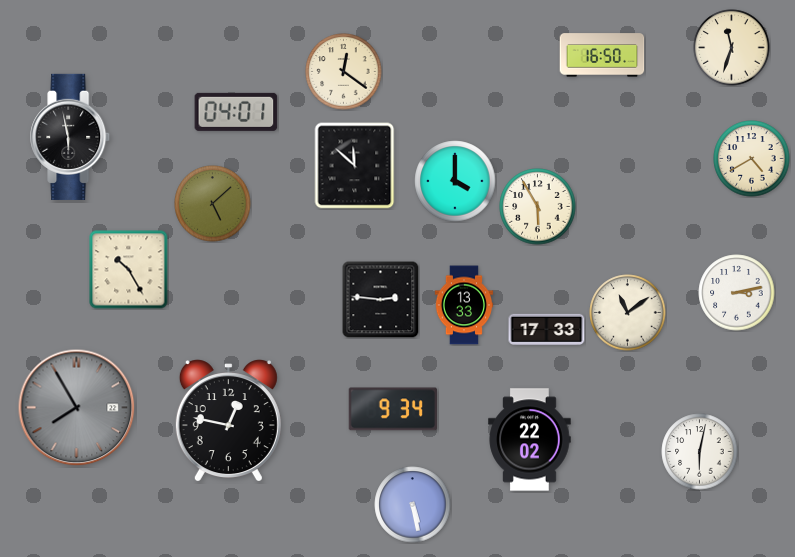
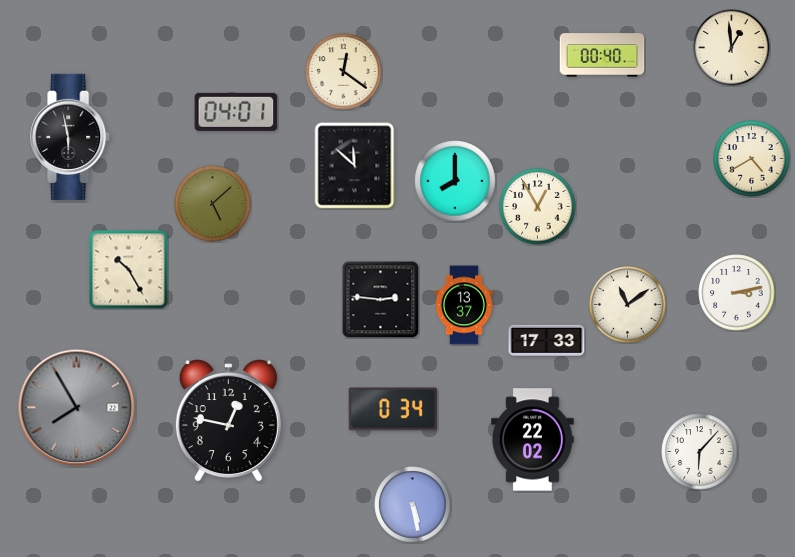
clock at (732, 48): 11:33 -> 12:59
clock at (602, 55): 16:50 -> 00:40
clock at (455, 181): 4:00 -> 8:00
clock at (538, 207): 5:55 -> 12:55
clock at (464, 305): 13:33 -> 13:37
clock at (628, 313) position: (628, 313) -> (628, 305)
clock at (547, 329) position: (547, 329) -> (547, 340)
clock at (393, 409): 9:34 -> 0:34
clock at (530, 440) position: (530, 440) -> (533, 440)
clock at (700, 452): 6:02 -> 6:07
